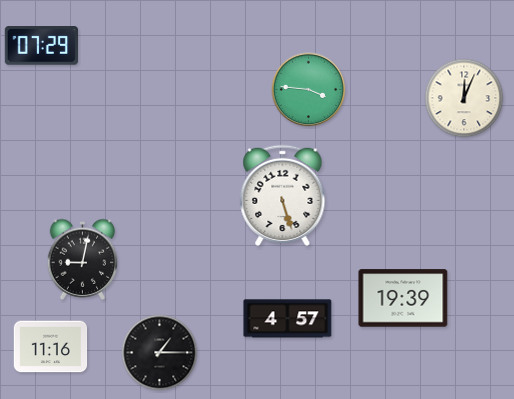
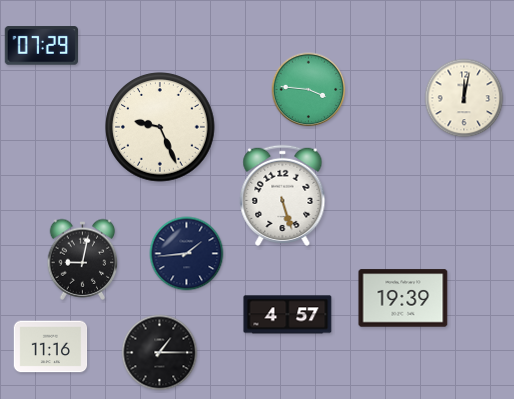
clock at (464, 98): 12:04 -> 12:02
clock at (160, 127): none -> 9:26
clock at (187, 254): none -> 1:44
clock at (288, 319) position: (288, 319) -> (288, 315)
